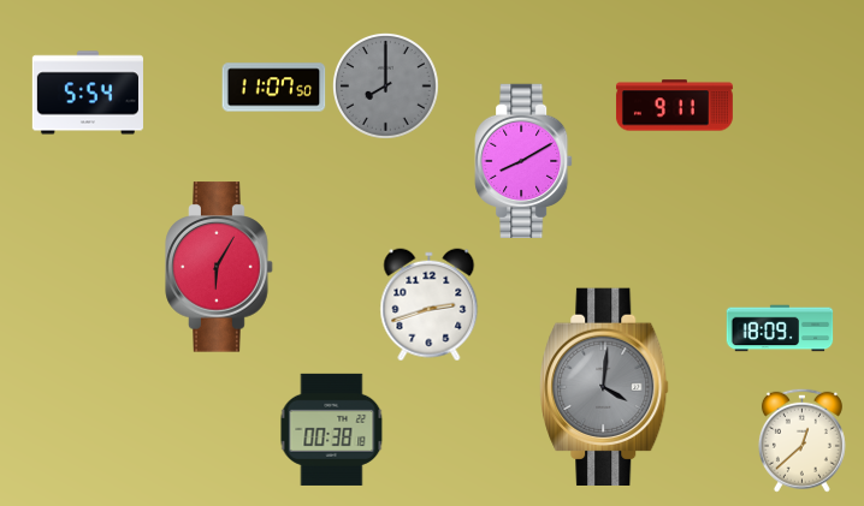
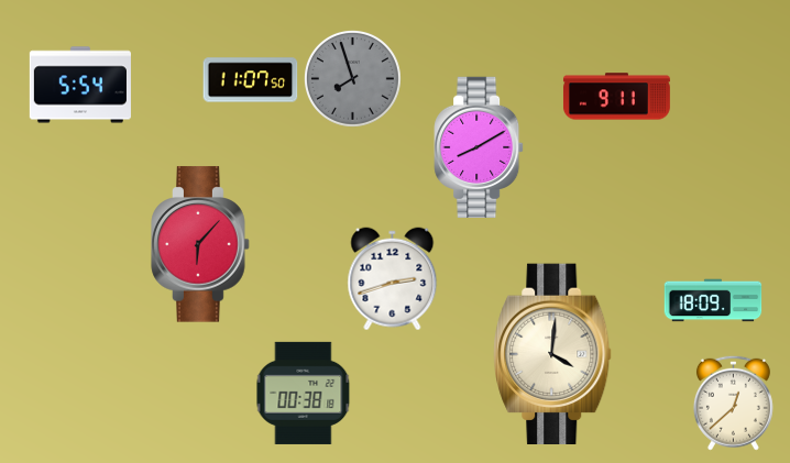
clock at (386, 87): 8:00 -> 7:57
clock at (219, 267): 6:05 -> 6:07
clock at (604, 386) dial: grey -> cream
